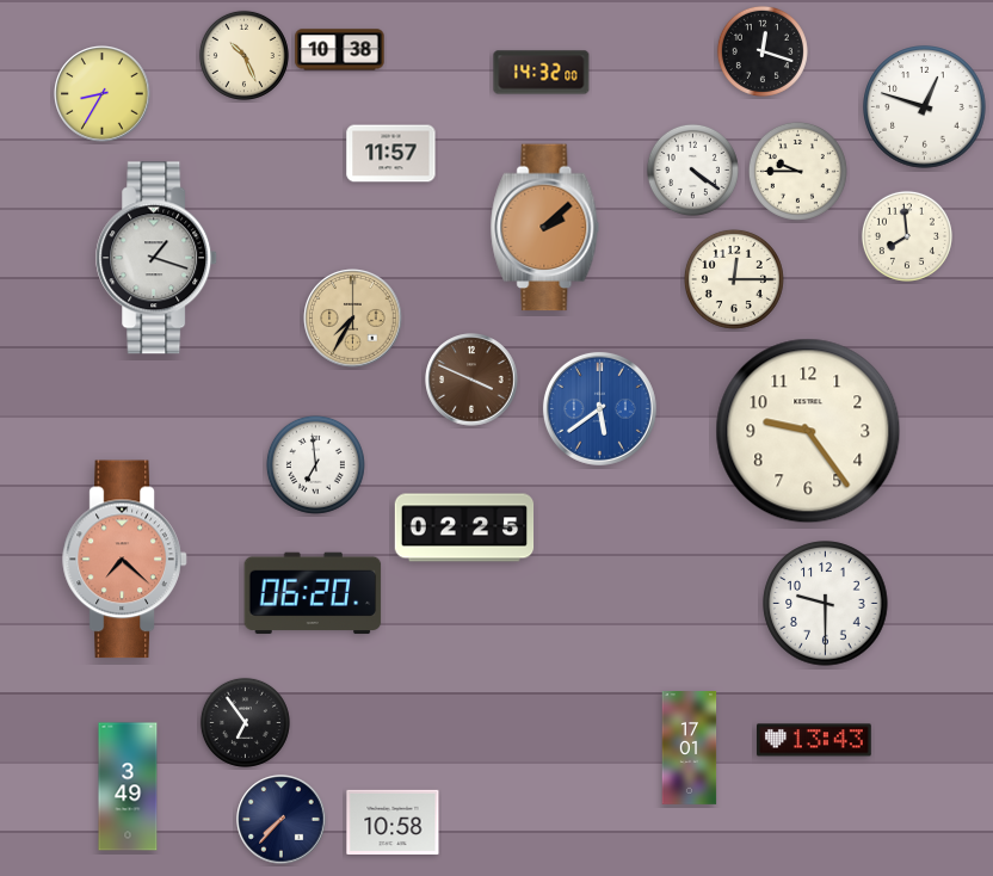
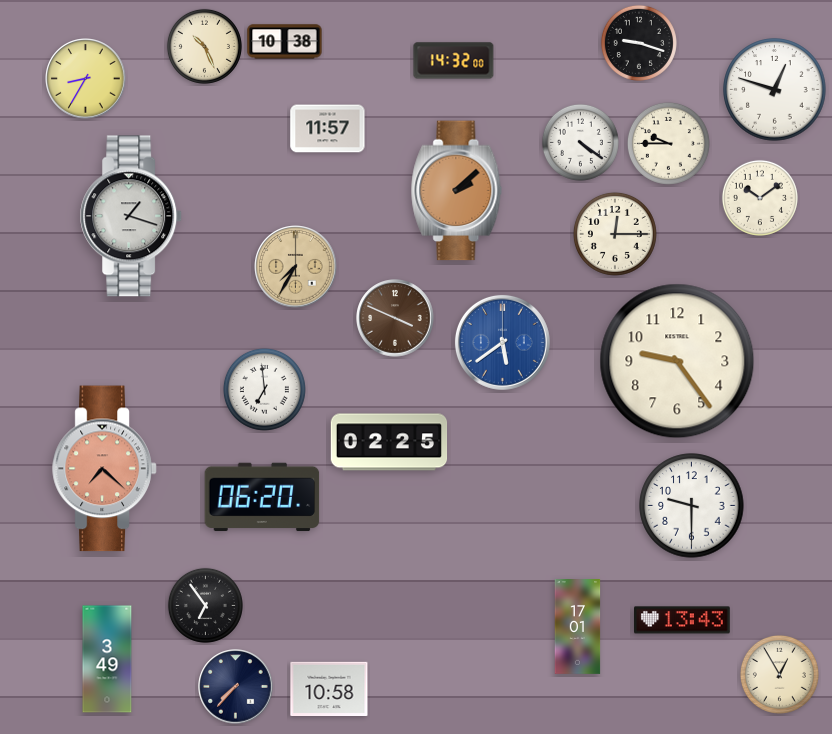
clock at (763, 51): 12:18 -> 9:18
clock at (907, 236): 7:59 -> 10:09
clock at (779, 674): none -> 12:55
